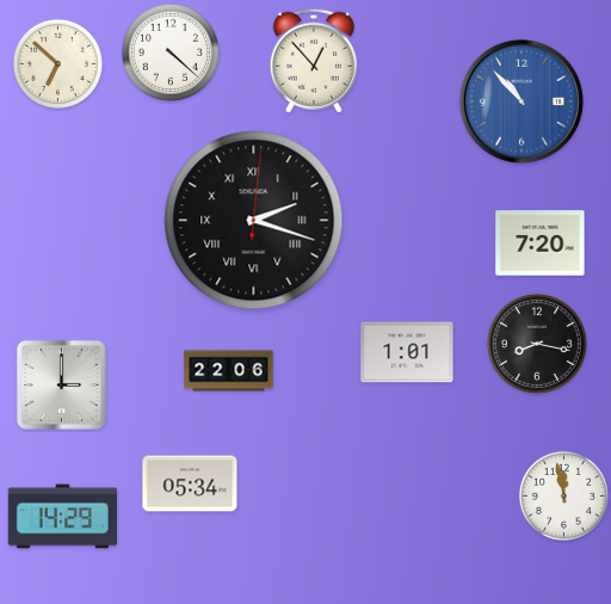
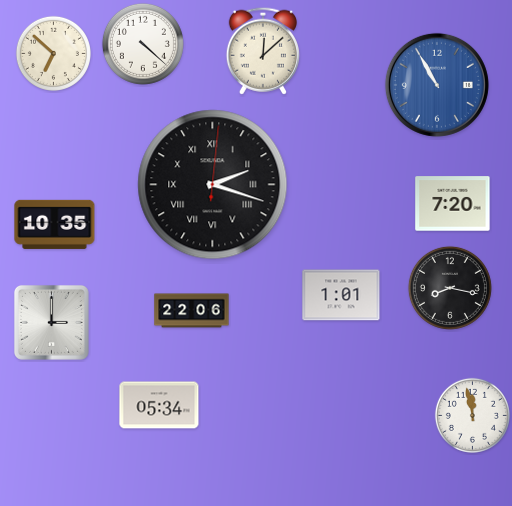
clock at (314, 61): 12:53 -> 12:08
clock at (57, 63) position: (57, 63) -> (53, 53)
clock at (521, 101): 10:53 -> 10:55
clock at (55, 224): none -> 10:35
clock at (62, 517): 14:29 -> none
